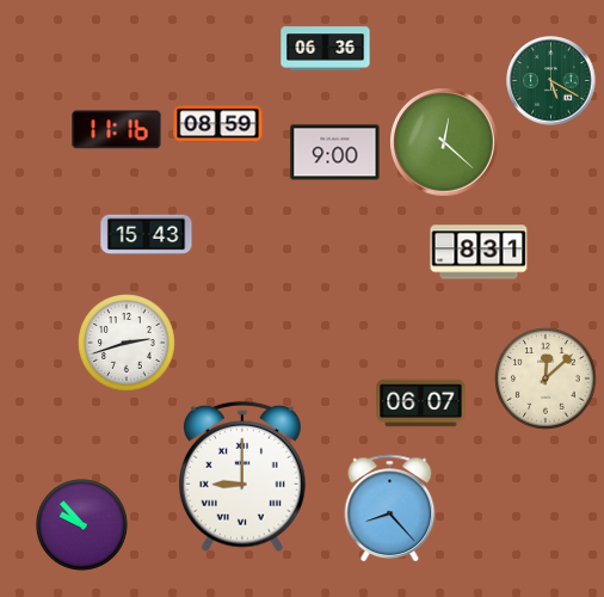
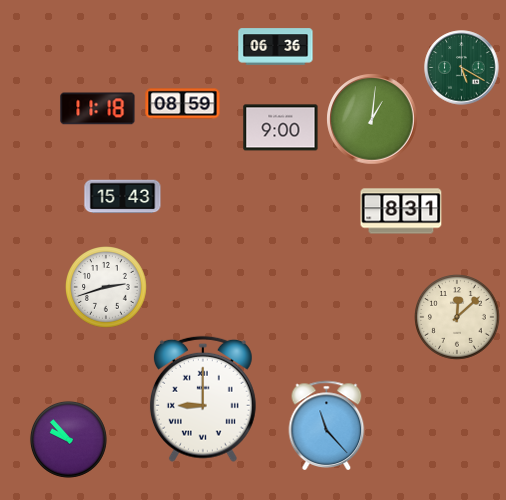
clock at (326, 49) position: (326, 49) -> (276, 47)
clock at (117, 130): 11:16 -> 11:18
clock at (444, 142): 12:22 -> 1:01
clock at (421, 404): 06:07 -> none
clock at (390, 507): 8:23 -> 11:23
